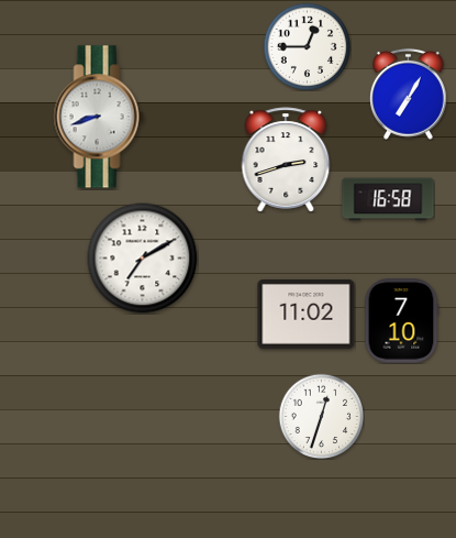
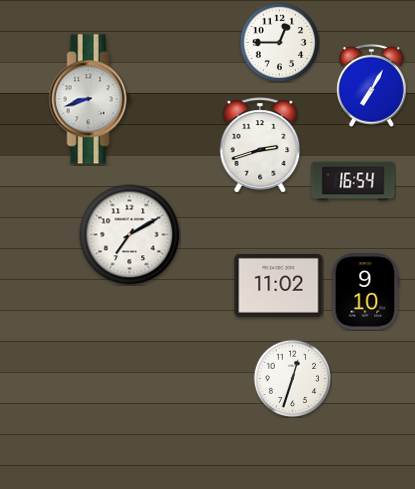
clock at (99, 117) position: (99, 117) -> (90, 99)
clock at (388, 199): 16:58 -> 16:54
clock at (401, 321): 7:10 -> 9:10
